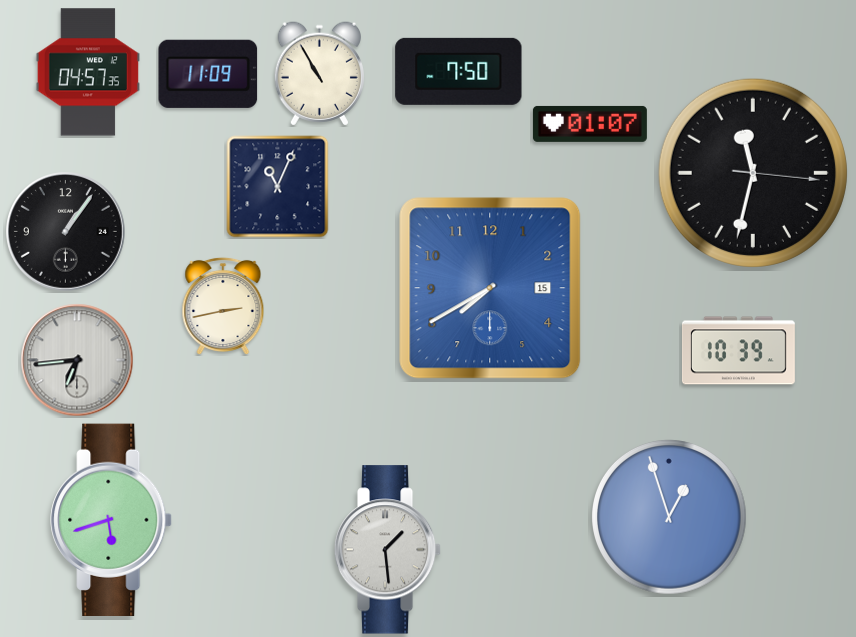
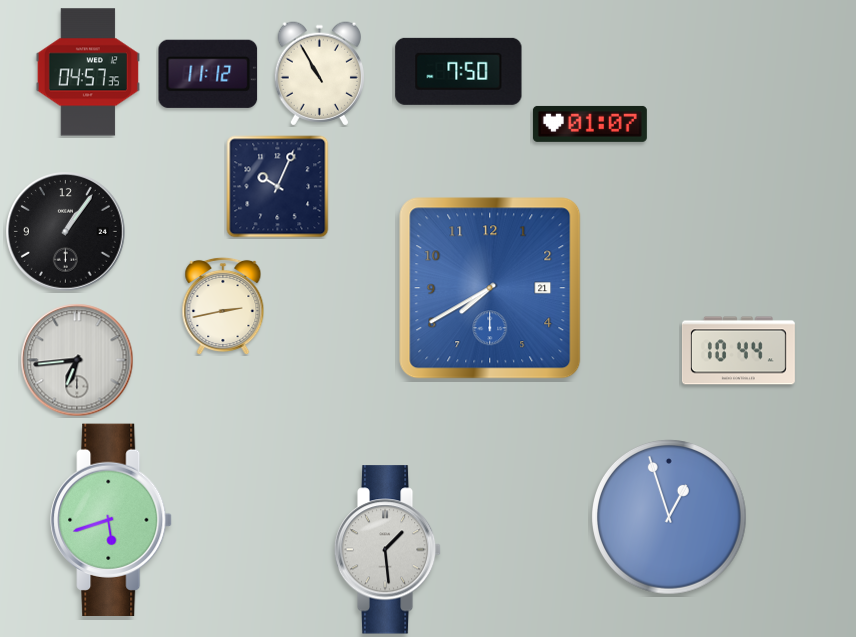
clock at (208, 74): 11:09 -> 11:12
clock at (753, 173): 11:32 -> none
clock at (278, 187): 11:04 -> 10:04
clock at (490, 288) date: 15 -> 21
clock at (738, 351): 10:39 -> 10:44
